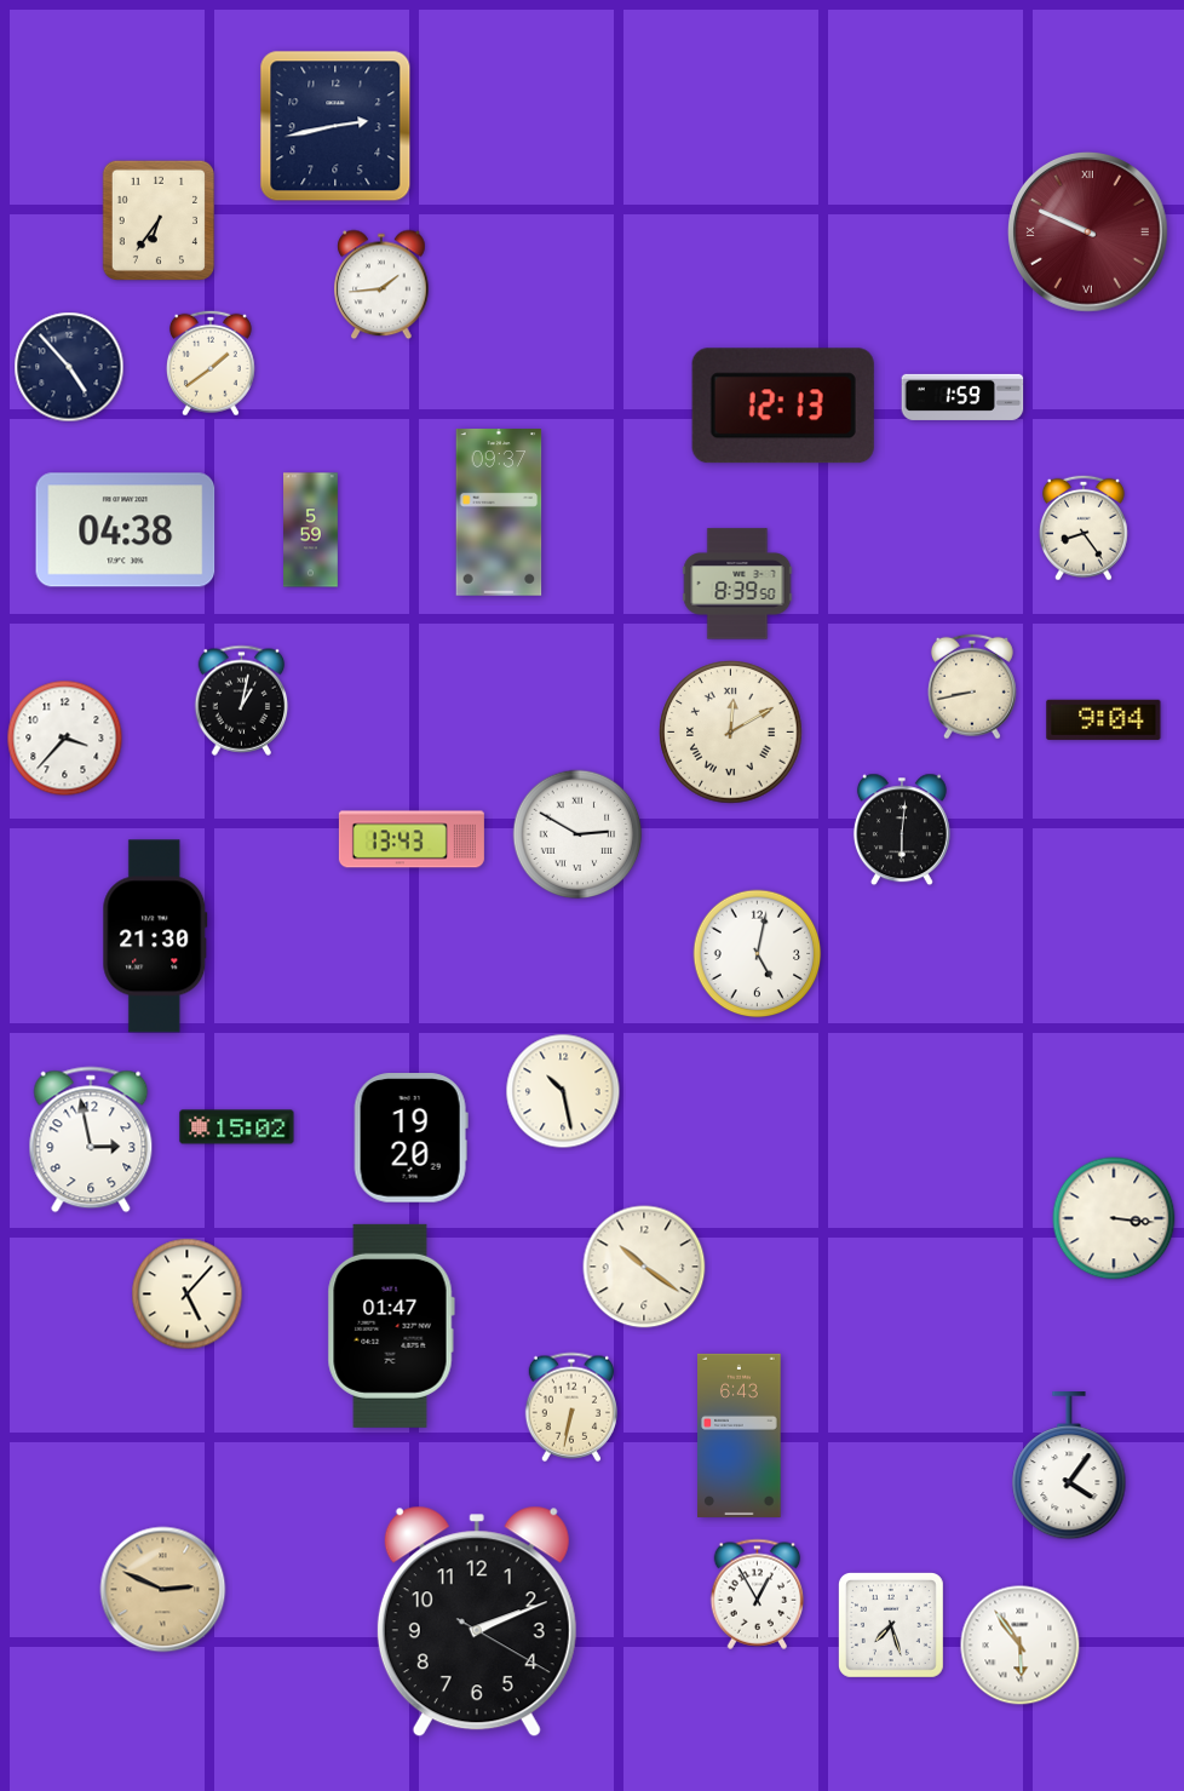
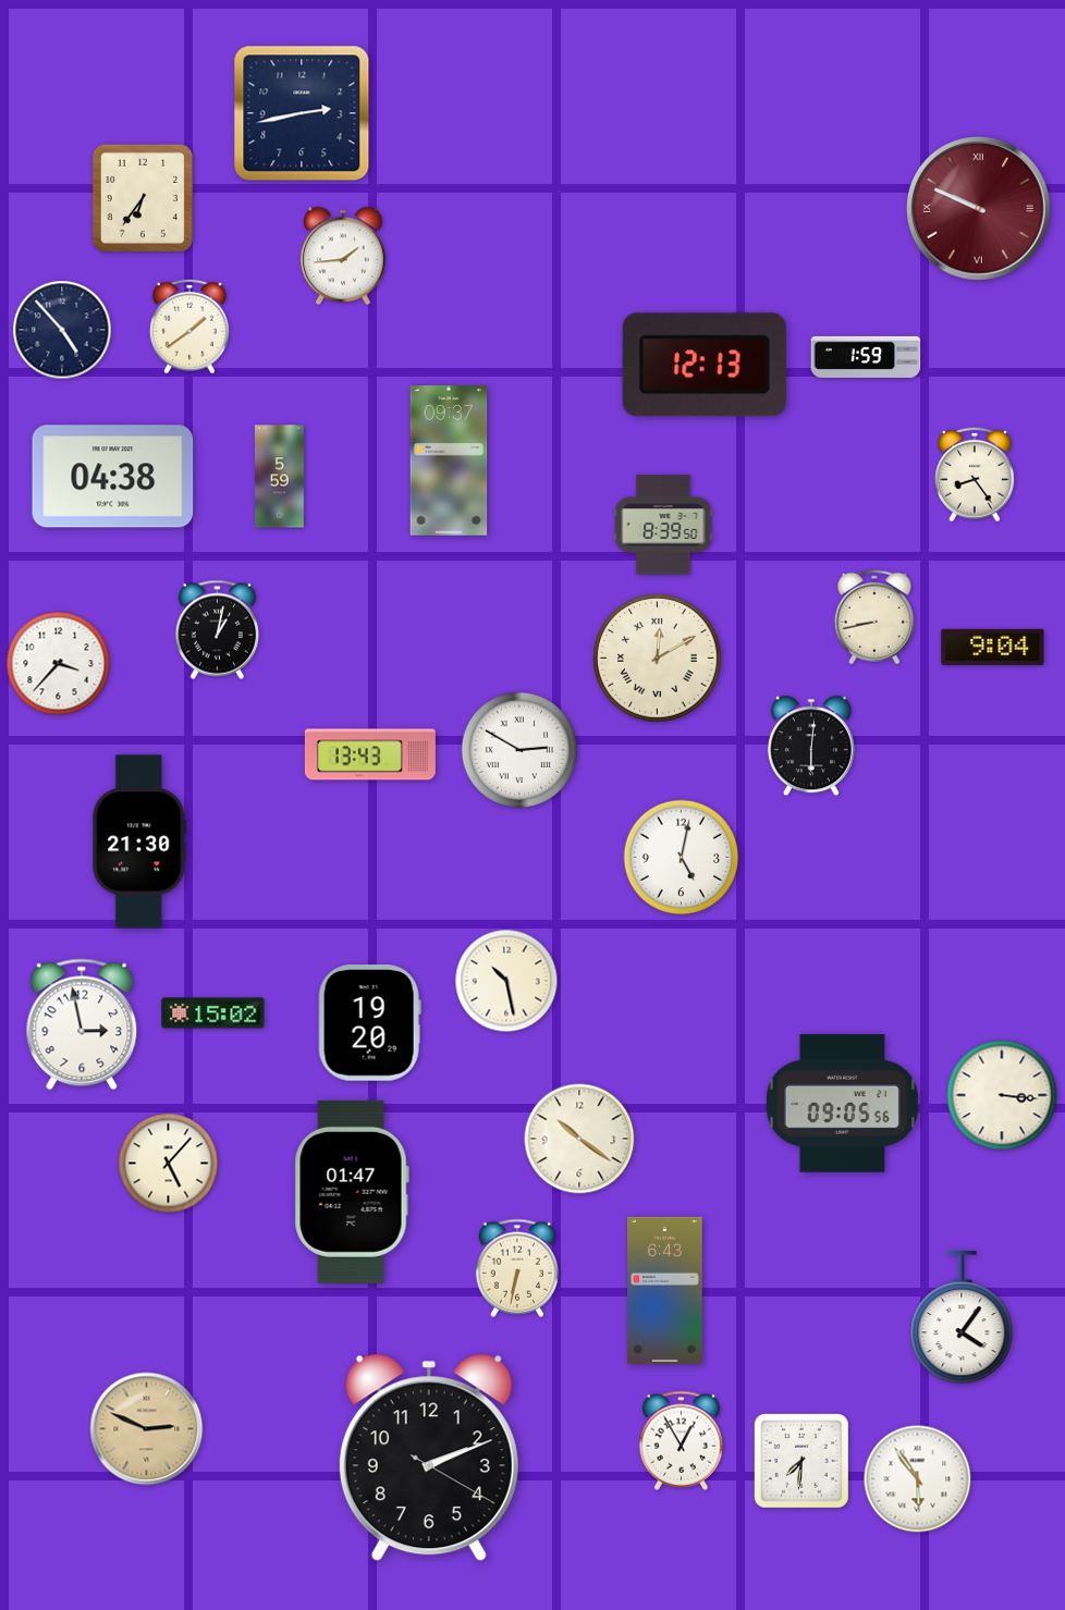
clock at (842, 1104): none -> 09:05
clock at (570, 1407) position: (570, 1407) -> (516, 1268)
clock at (758, 1594) position: (758, 1594) -> (682, 1440)
clock at (891, 1625): 7:27 -> 7:31
